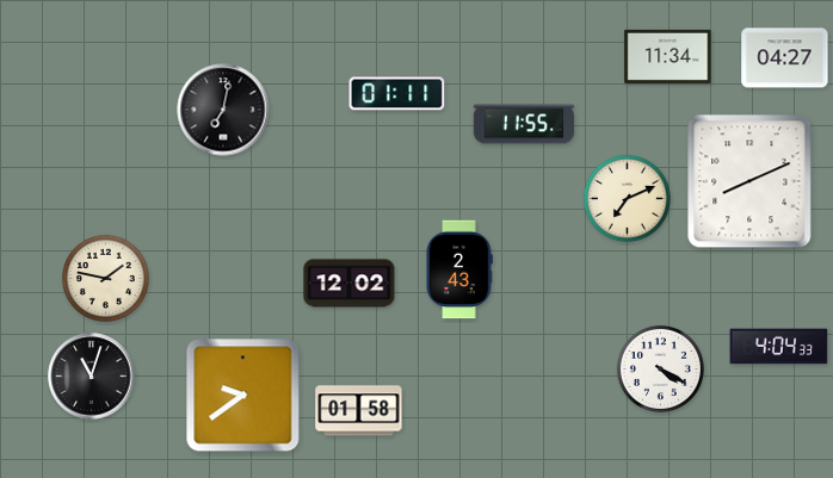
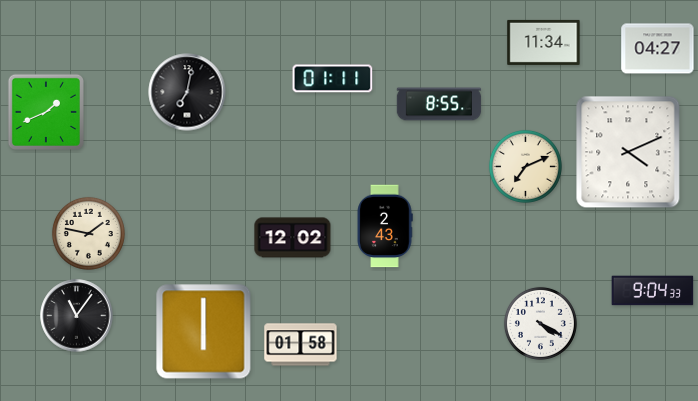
clock at (668, 56) position: (668, 56) -> (544, 42)
clock at (524, 124): 11:55 -> 8:55
clock at (46, 112): none -> 1:41
clock at (749, 181): 8:11 -> 4:11
clock at (779, 347): 4:04 -> 9:04
clock at (660, 368) position: (660, 368) -> (540, 323)
clock at (92, 377): 11:03 -> 11:06
clock at (243, 396): 9:39 -> 6:00
